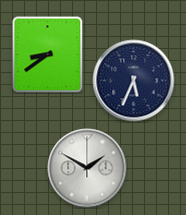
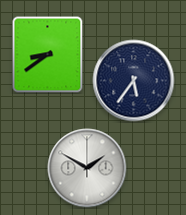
clock at (134, 81): 5:34 -> 5:36
